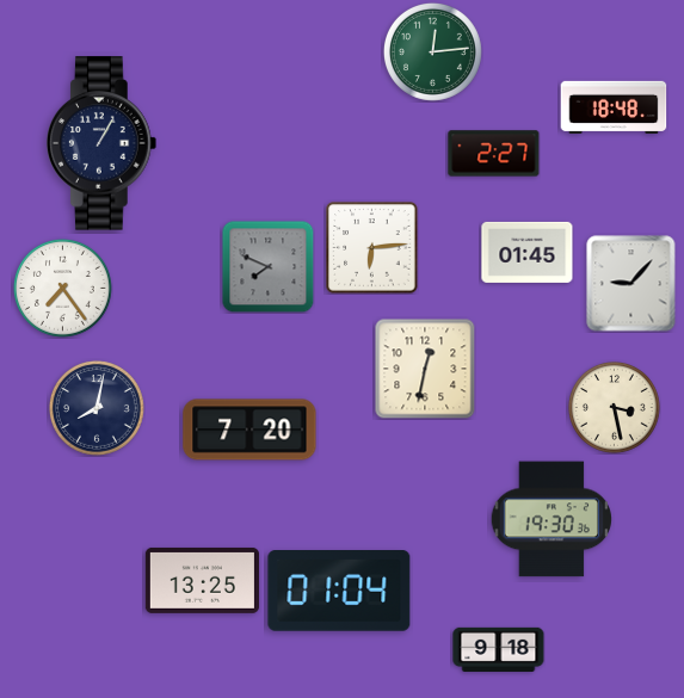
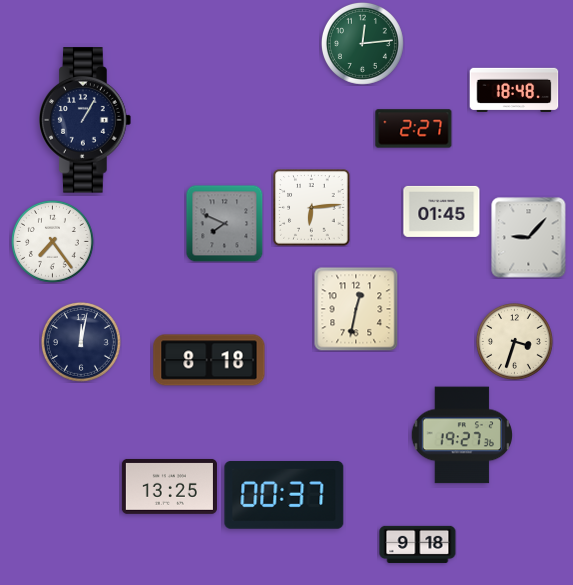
clock at (97, 408): 8:02 -> 12:02
clock at (615, 408): 3:28 -> 3:33
clock at (249, 430): 7:20 -> 8:18
clock at (551, 519): 19:30 -> 19:27
clock at (339, 592): 01:04 -> 00:37
